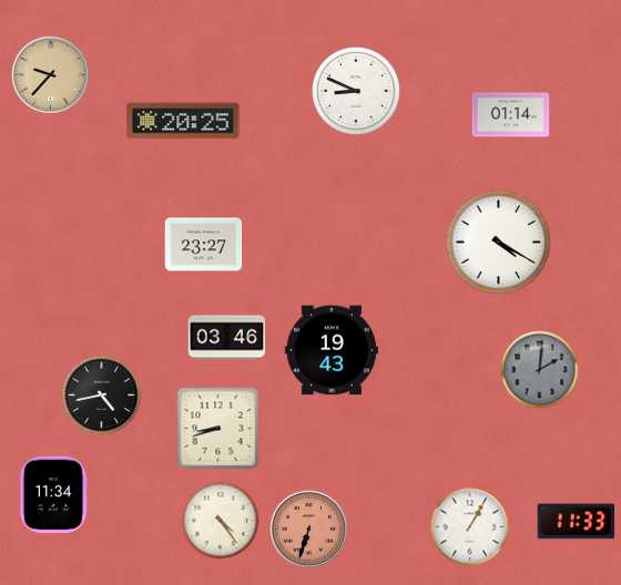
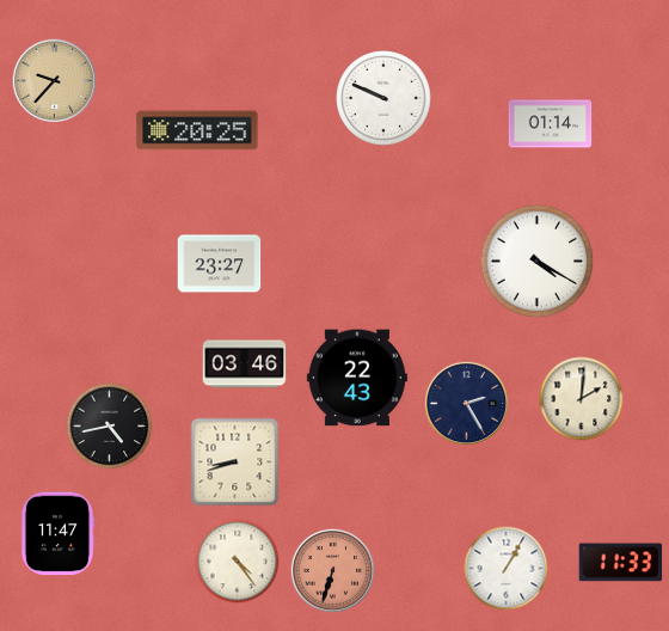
clock at (356, 91): 8:49 -> 9:49
clock at (332, 350): 19:43 -> 22:43
clock at (540, 370) dial: grey -> cream
clock at (467, 404): none -> 2:25
clock at (53, 495): 11:34 -> 11:47
